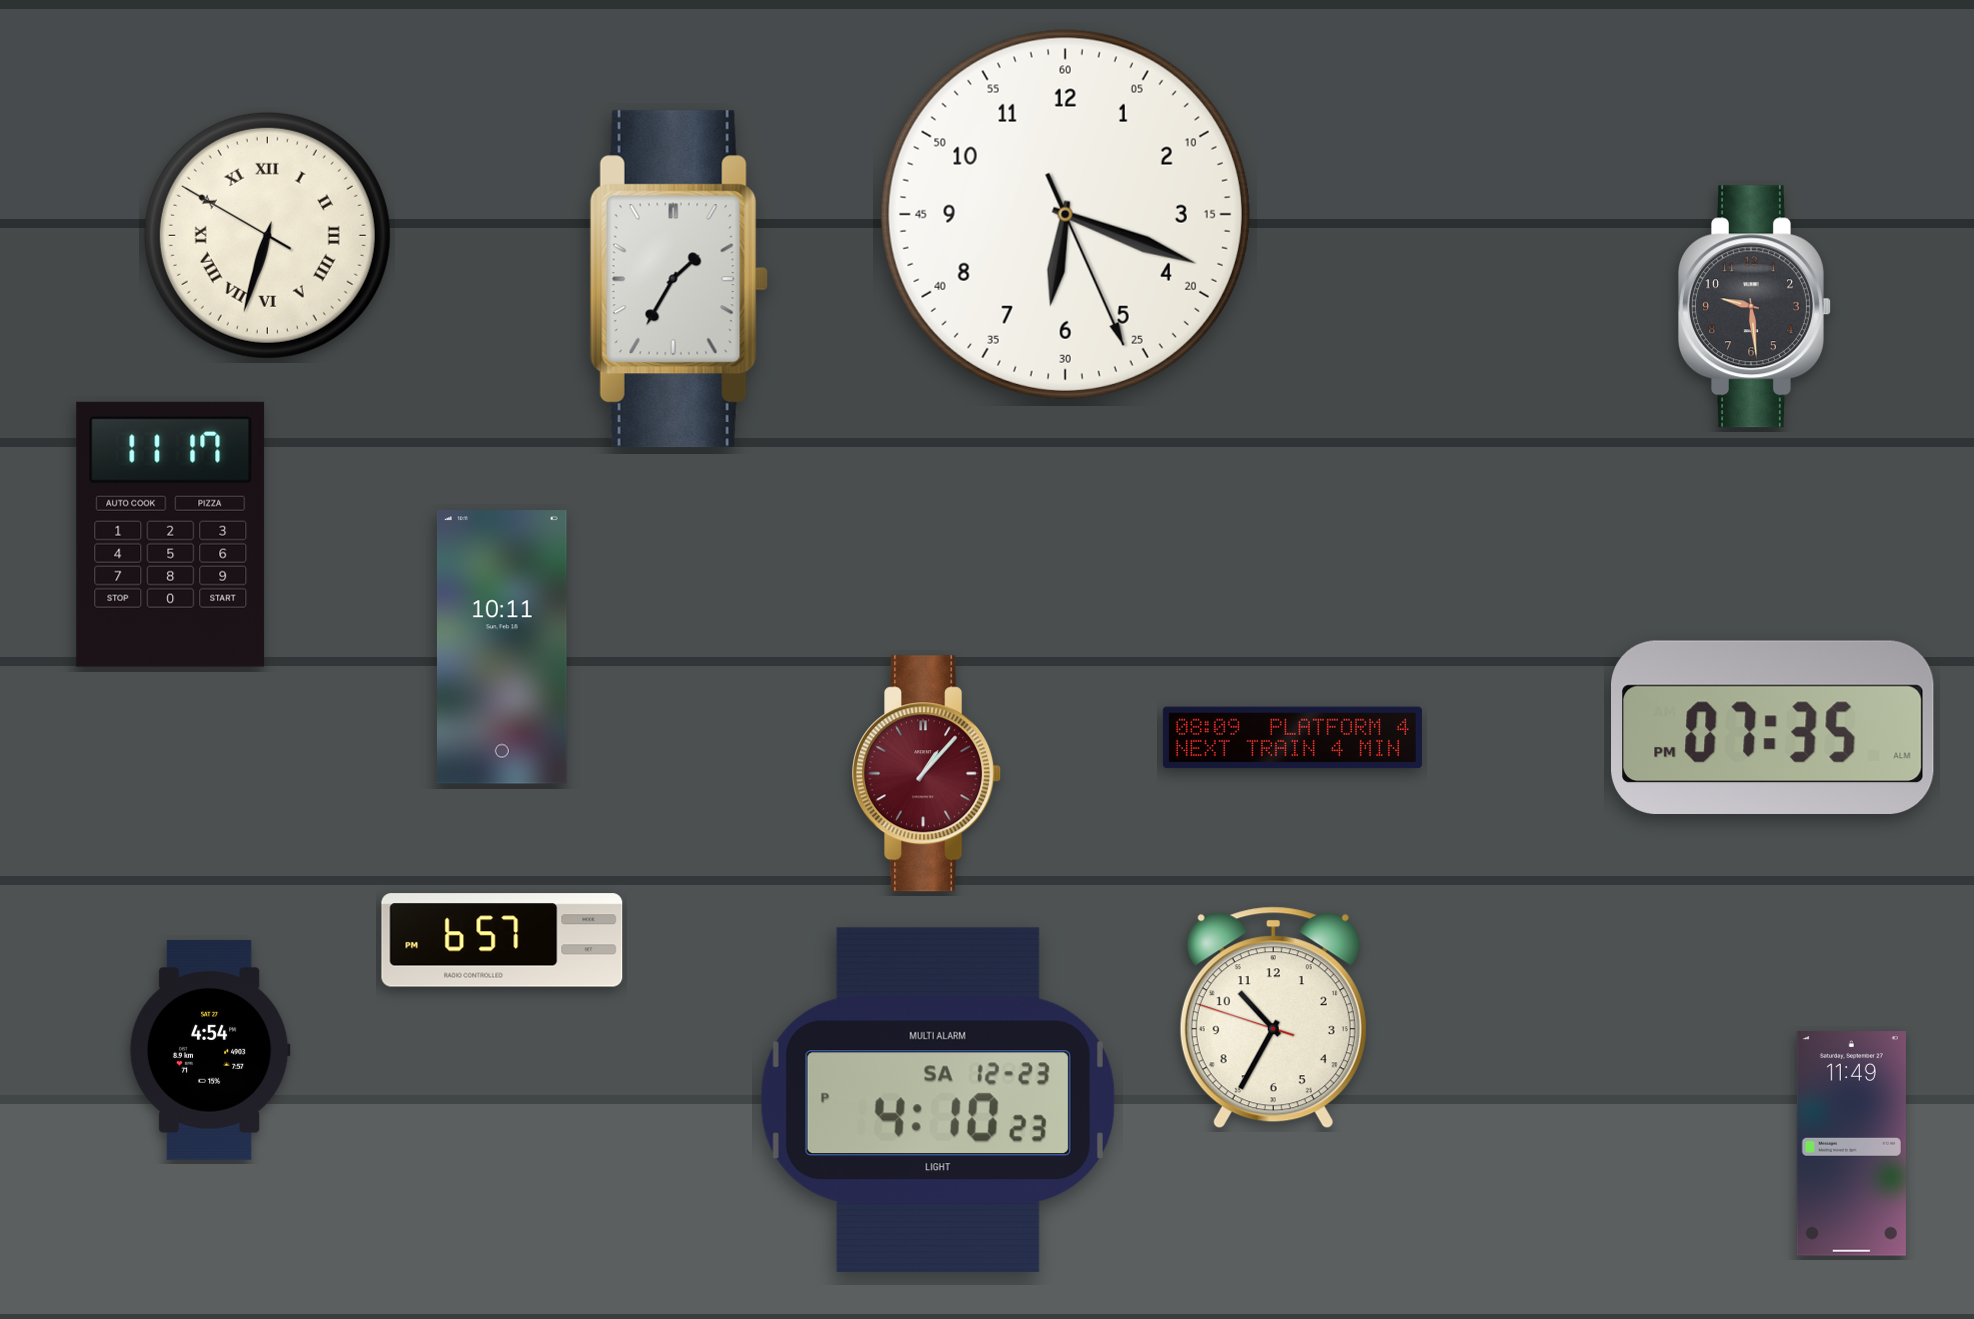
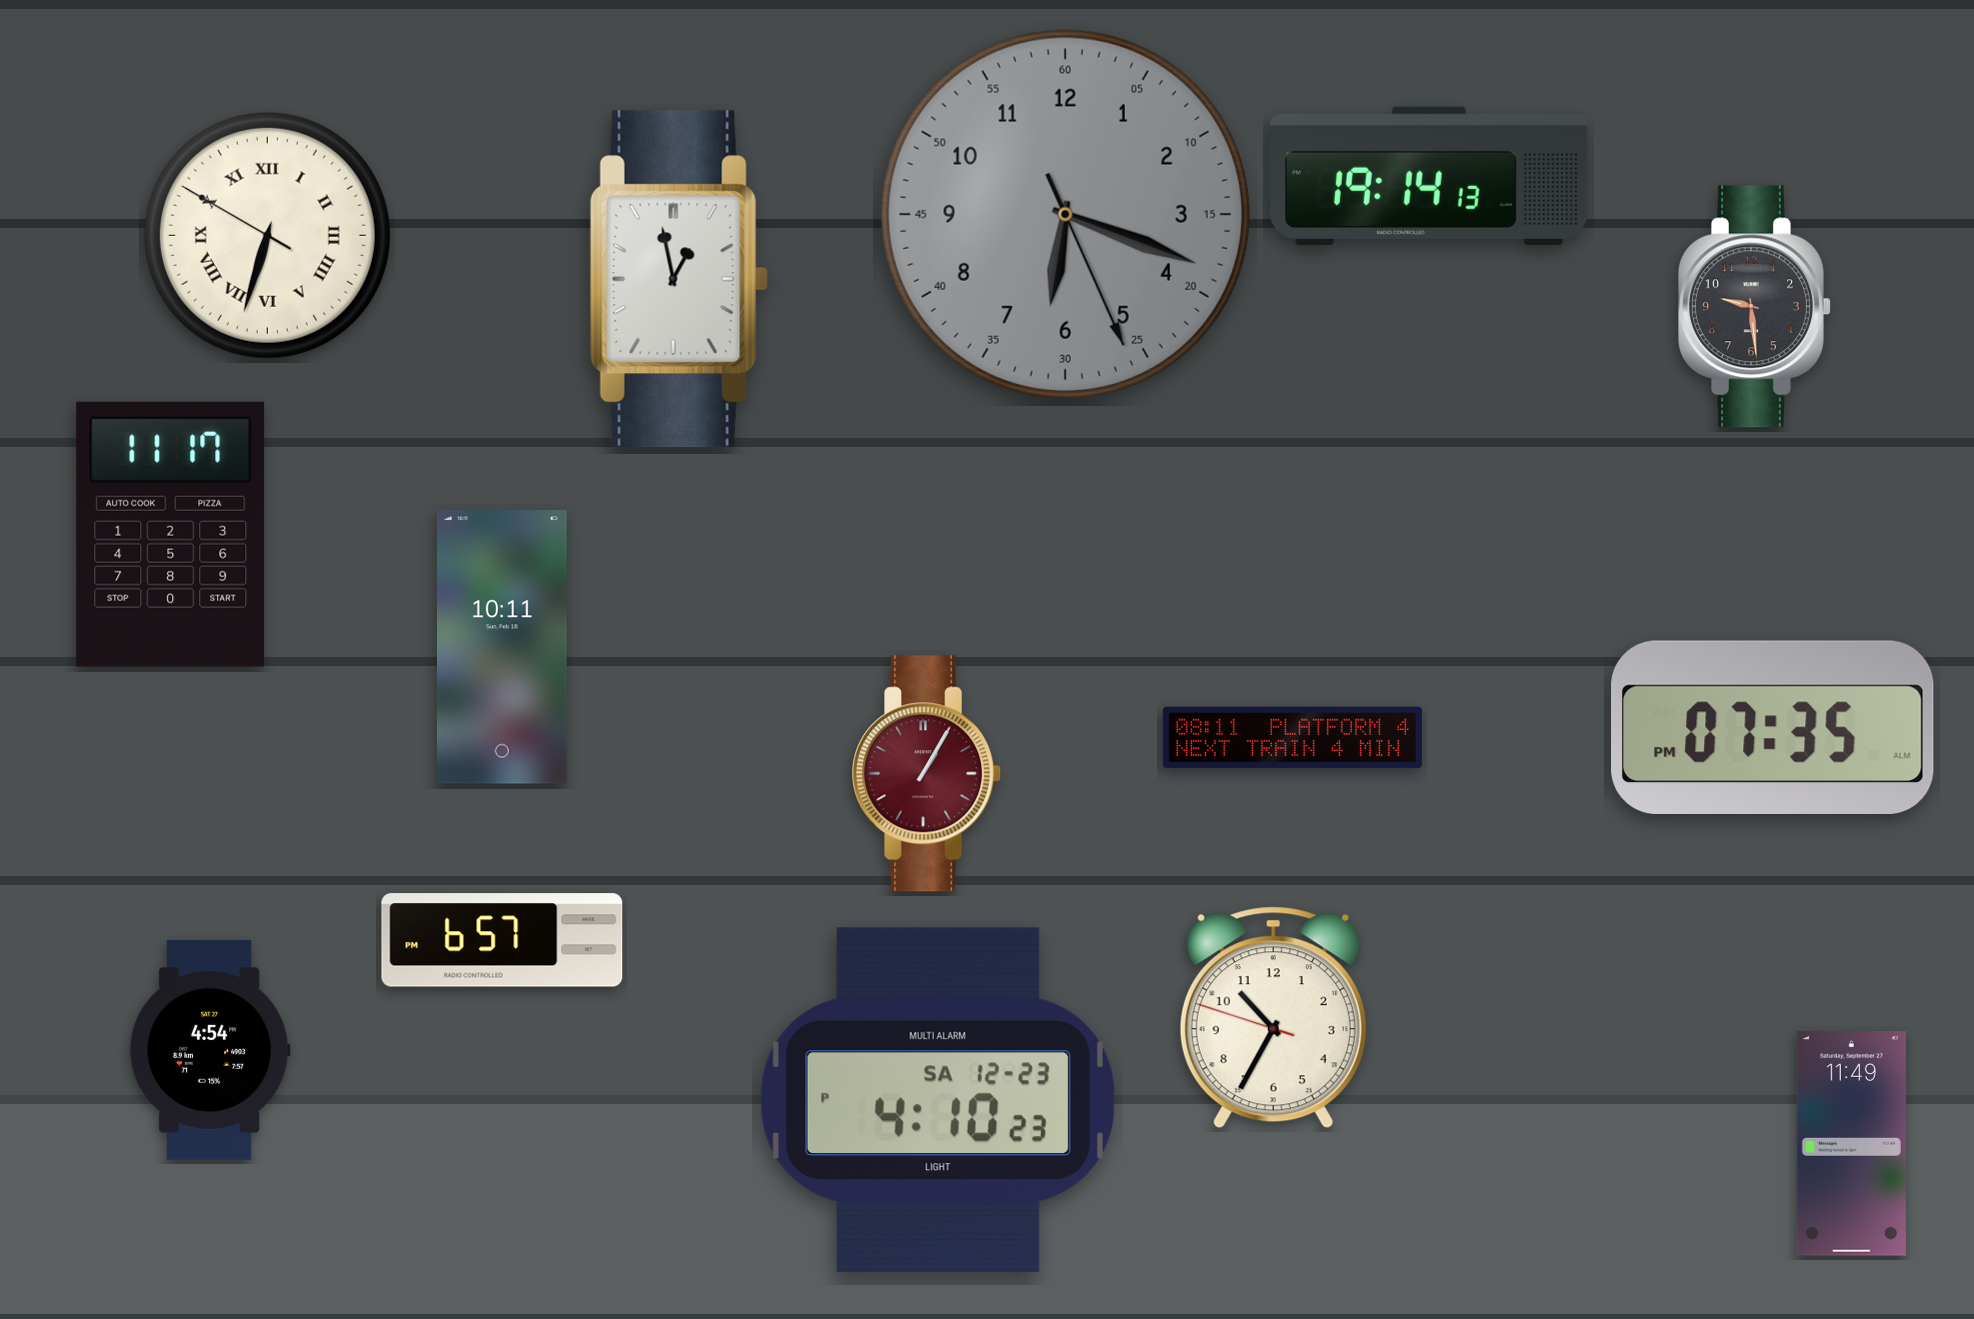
clock at (1429, 176): none -> 19:14
clock at (1065, 214) dial: white -> grey
clock at (679, 279): 1:35 -> 12:58
clock at (1292, 738): 08:09 -> 08:11
clock at (927, 774): 1:07 -> 1:05
